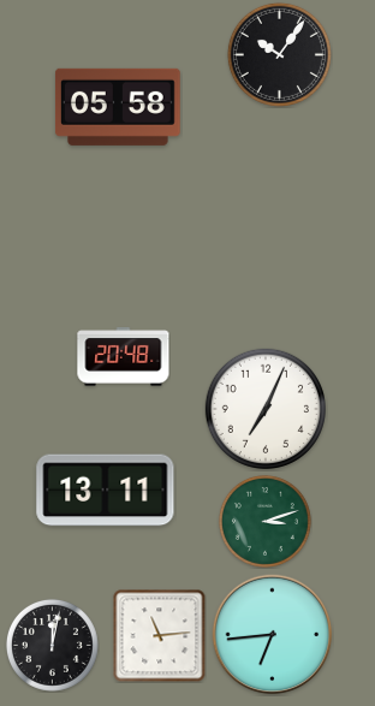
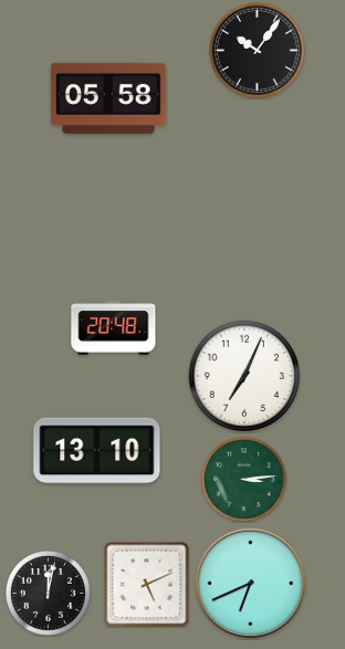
clock at (106, 491): 13:11 -> 13:10
clock at (264, 521): 3:12 -> 3:14
clock at (159, 635): 11:14 -> 5:11
clock at (273, 635): 6:44 -> 6:41
